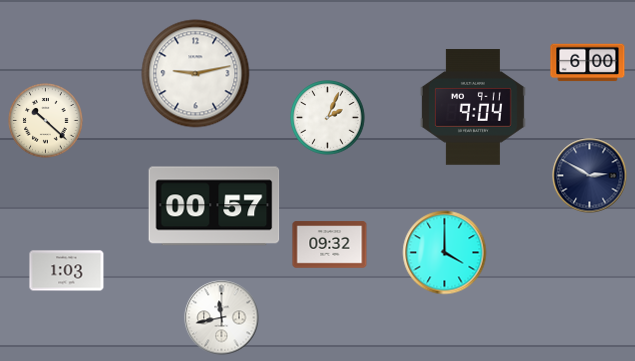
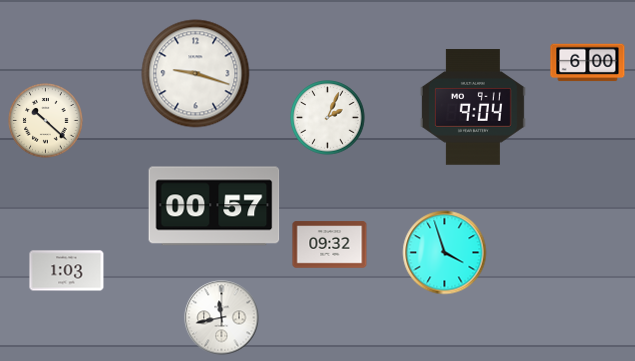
clock at (196, 74): 9:13 -> 9:18
clock at (590, 176): 2:50 -> none
clock at (445, 253): 4:00 -> 3:57
